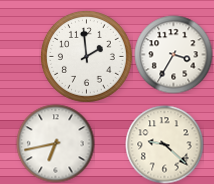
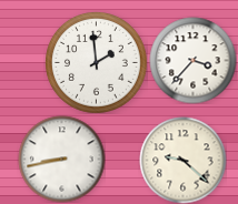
clock at (173, 54): 3:35 -> 3:37
clock at (55, 143): 6:43 -> 8:43
